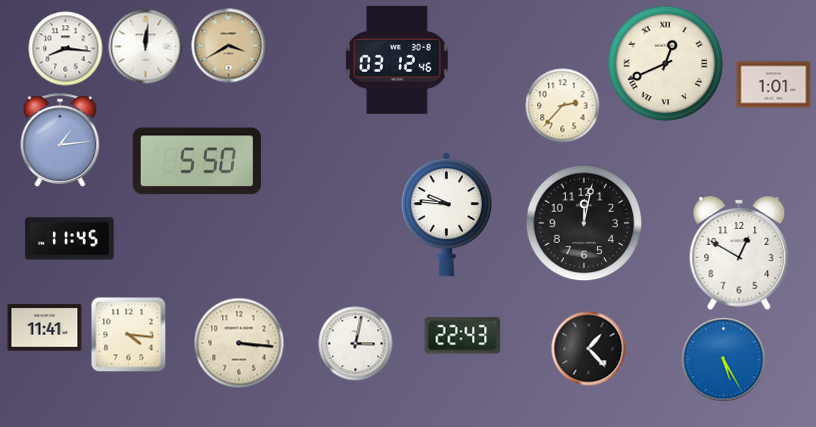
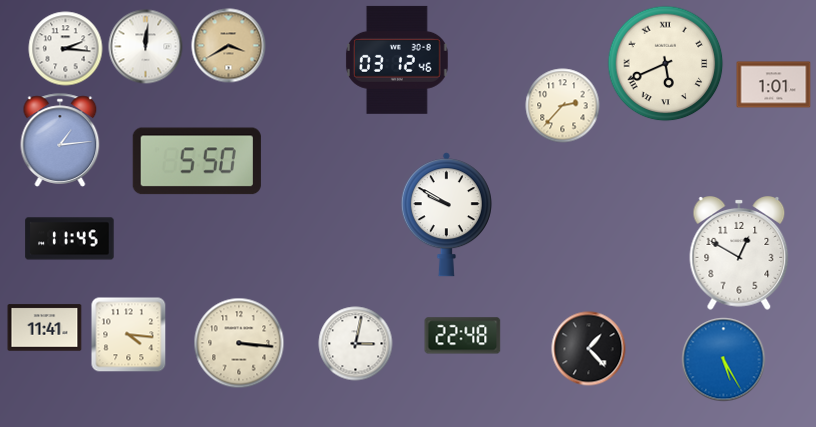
clock at (66, 49): 8:16 -> 2:16
clock at (666, 64): 12:41 -> 5:41
clock at (446, 215): 9:46 -> 9:50
clock at (584, 223): 12:02 -> none
clock at (463, 336): 22:43 -> 22:48
